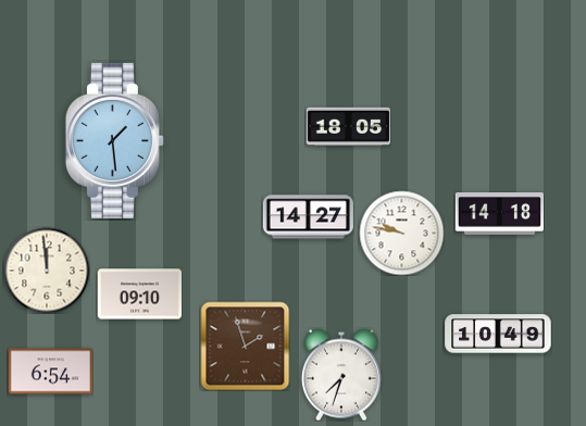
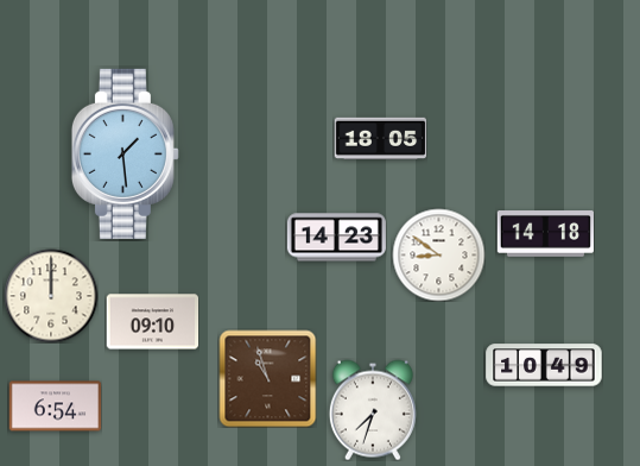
clock at (308, 217): 14:27 -> 14:23
clock at (401, 233): 9:47 -> 8:51
clock at (47, 271): 11:59 -> 12:00
clock at (245, 346): 1:57 -> 10:57
